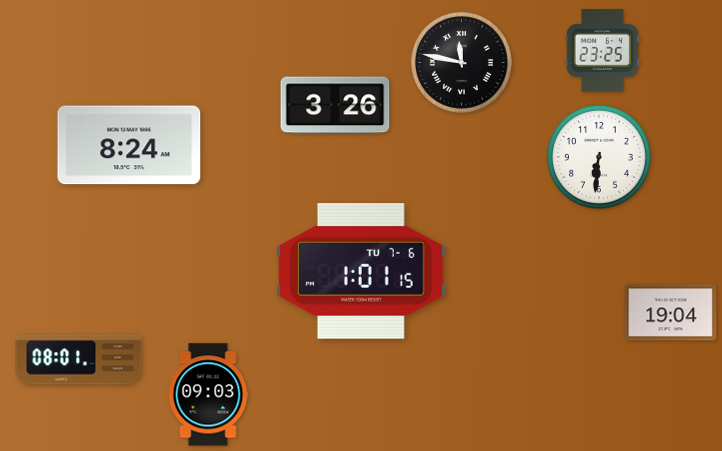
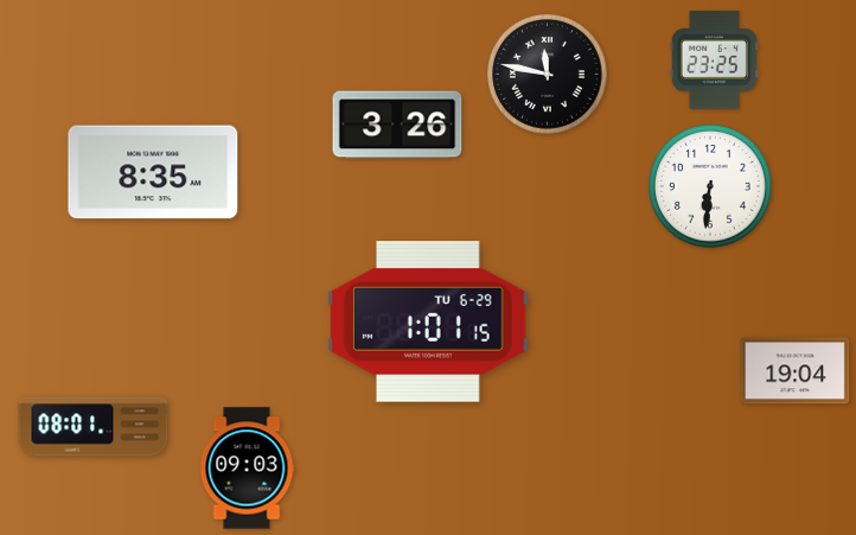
clock at (129, 145): 8:24 -> 8:35
clock at (361, 272) date: TU 7-6 -> TU 6-29
